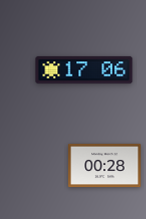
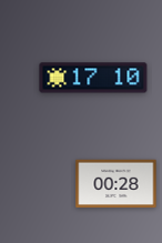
clock at (84, 70): 17:06 -> 17:10
